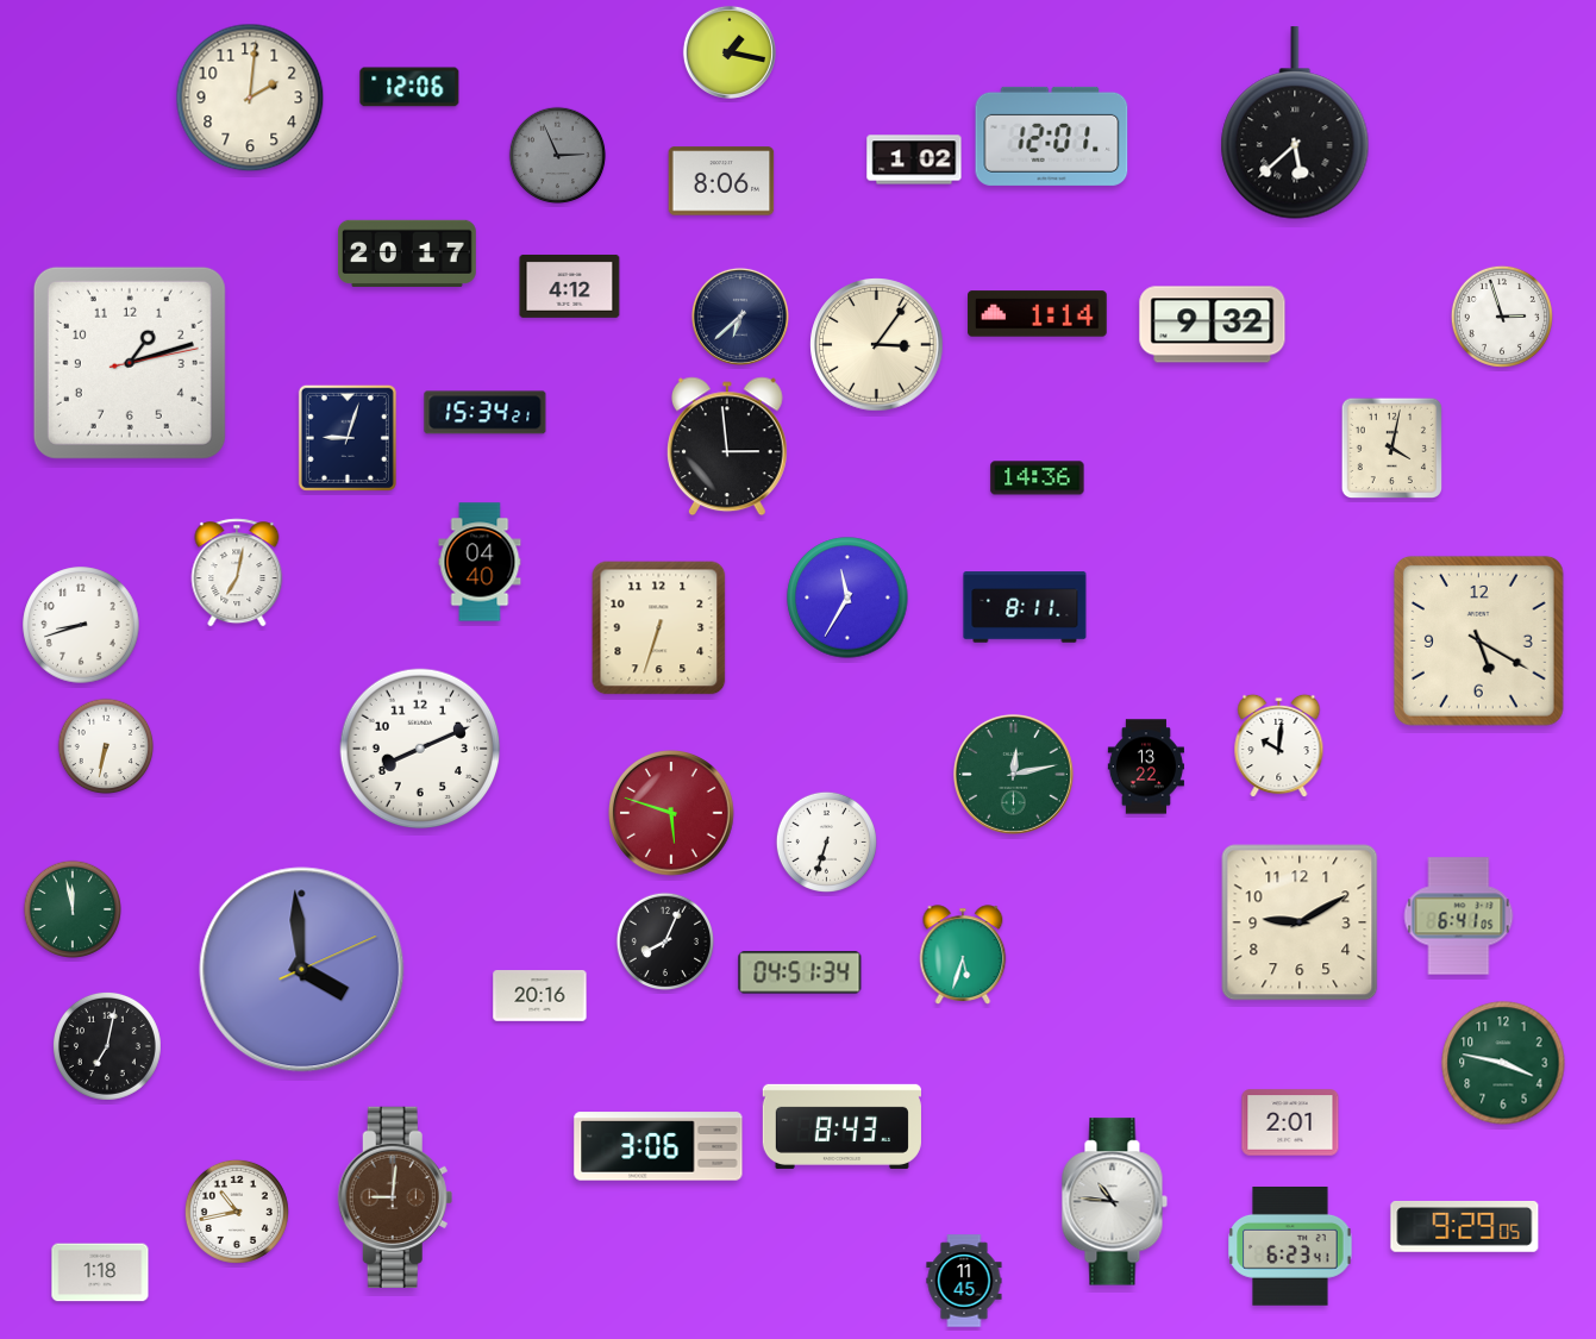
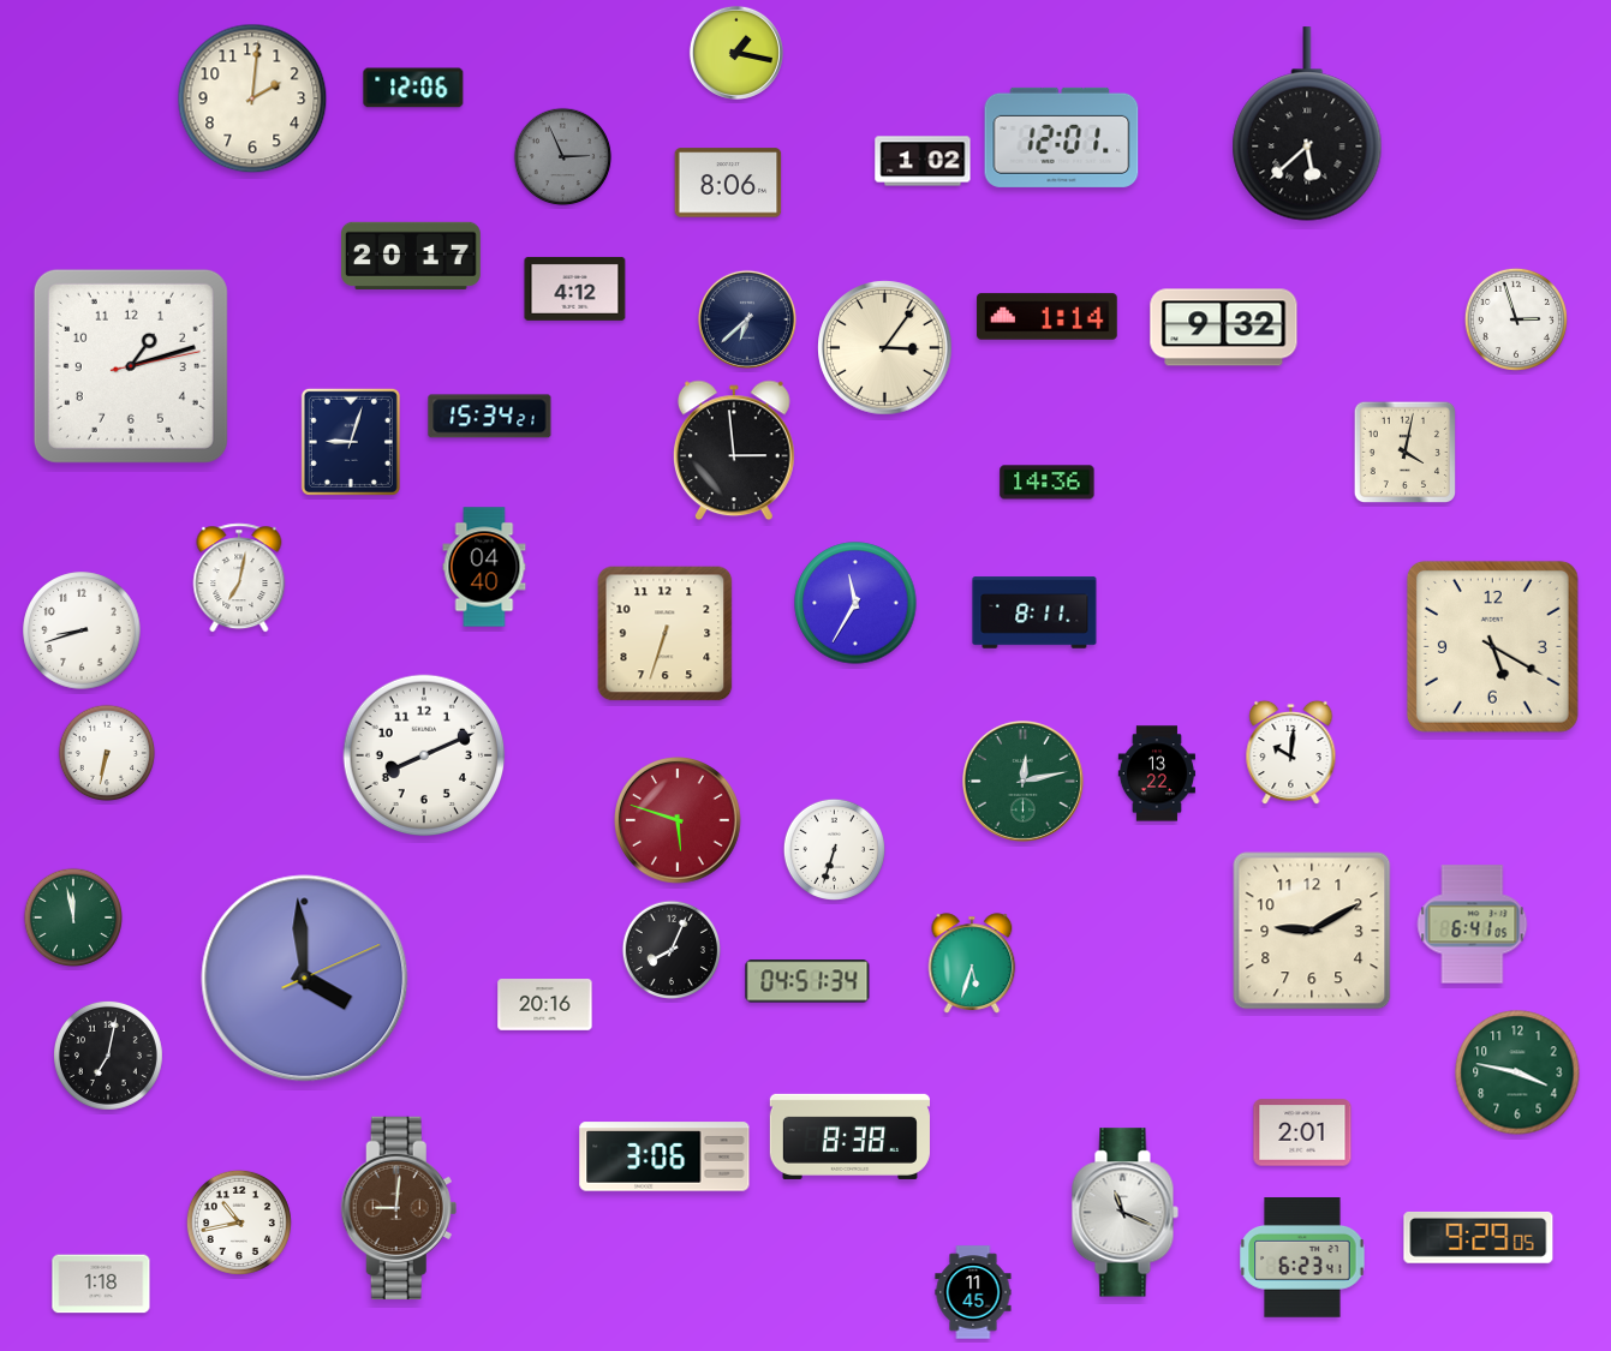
clock at (841, 1126): 8:43 -> 8:38
clock at (1114, 1202): 10:46 -> 11:19
